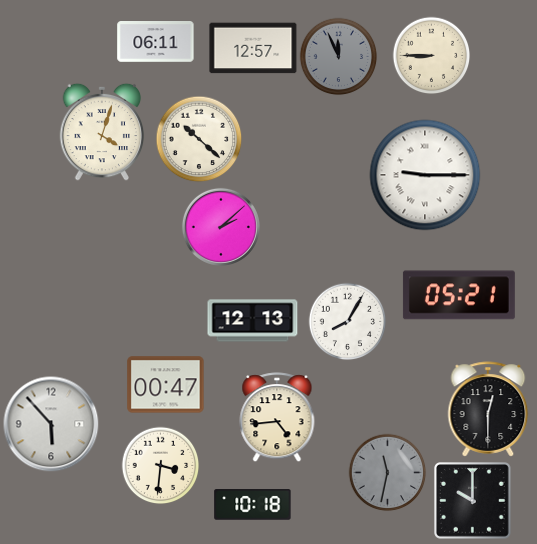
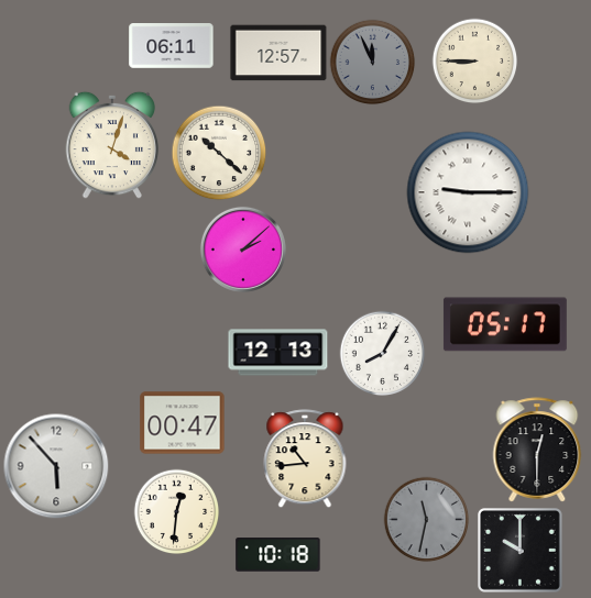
clock at (459, 295): 05:21 -> 05:17
clock at (277, 417): 4:44 -> 10:44
clock at (160, 465): 3:31 -> 12:31
